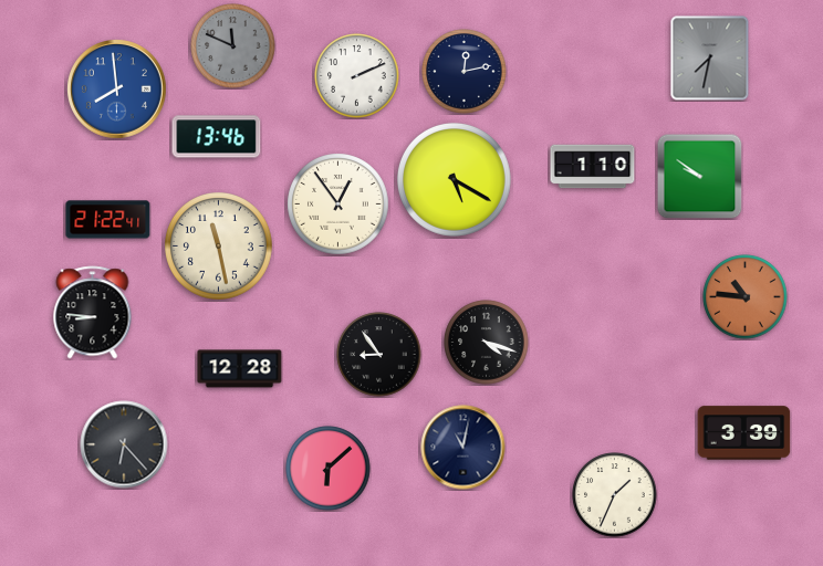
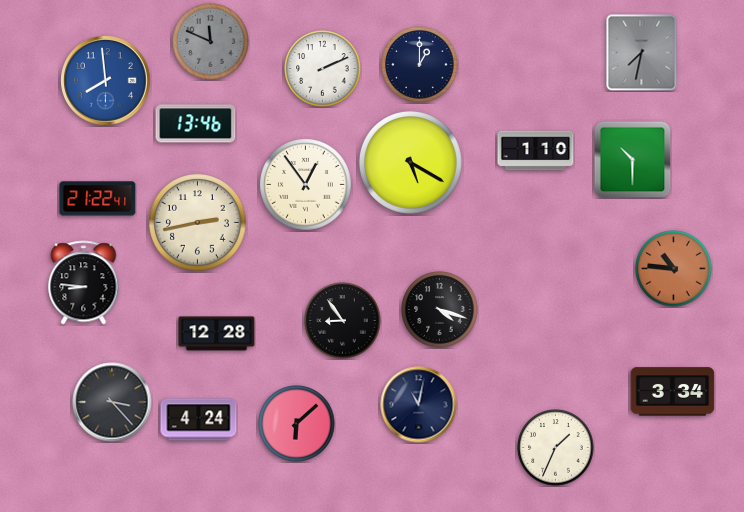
clock at (465, 72): 12:13 -> 1:00
clock at (699, 176): 9:51 -> 10:30
clock at (219, 247): 11:28 -> 2:43
clock at (744, 433): 3:39 -> 3:34
clock at (124, 444): 6:23 -> 3:23
clock at (199, 420): none -> 4:24
